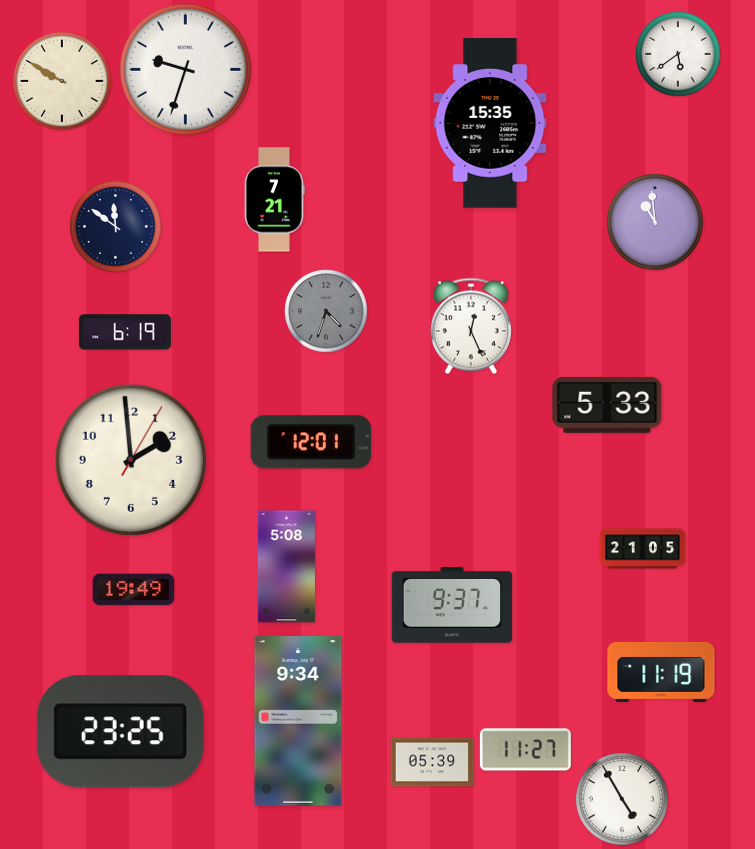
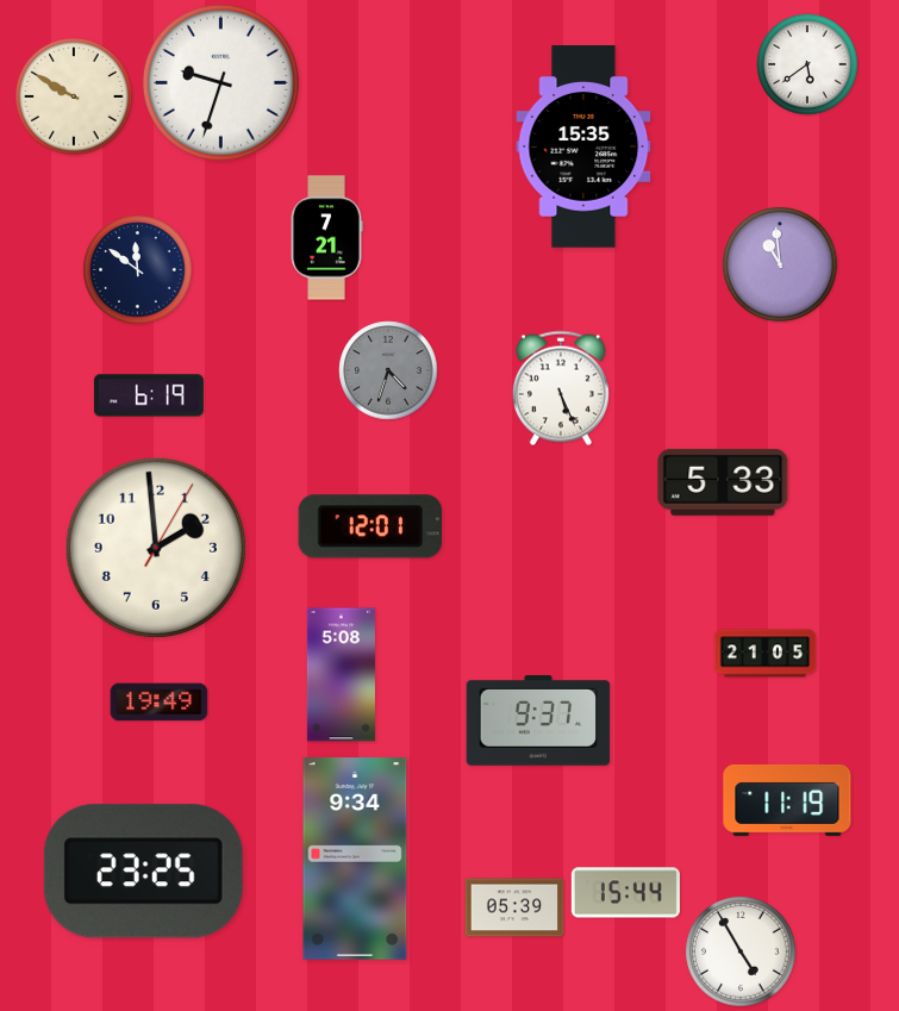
clock at (471, 326): 12:26 -> 5:26
clock at (525, 750): 11:27 -> 15:44
